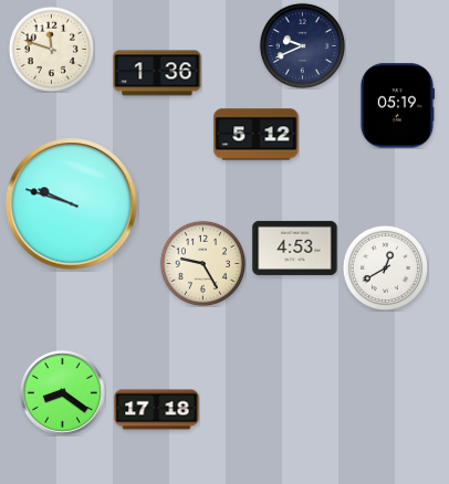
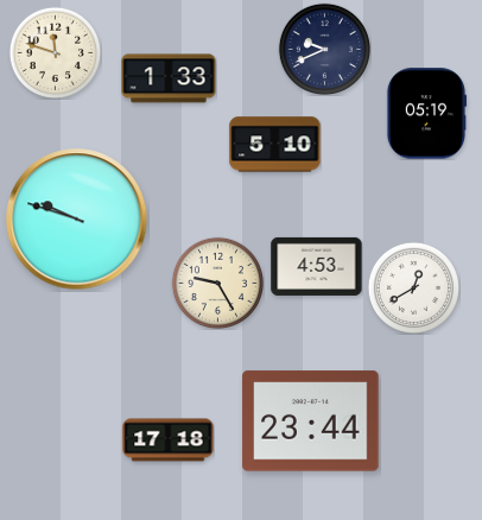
clock at (157, 73): 1:36 -> 1:33
clock at (257, 135): 5:12 -> 5:10
clock at (62, 392): 8:21 -> none
clock at (311, 421): none -> 23:44
